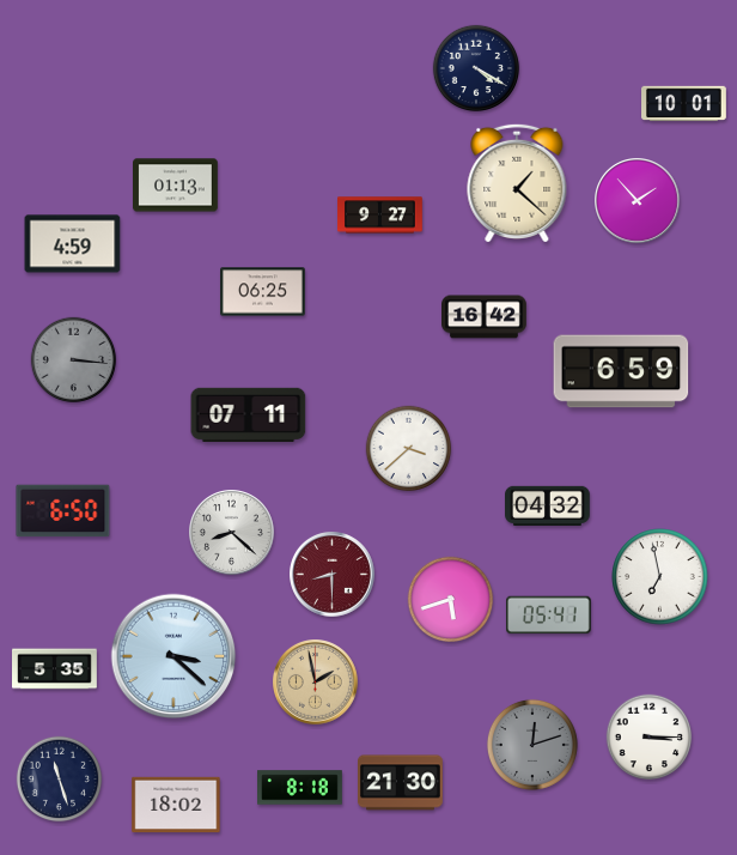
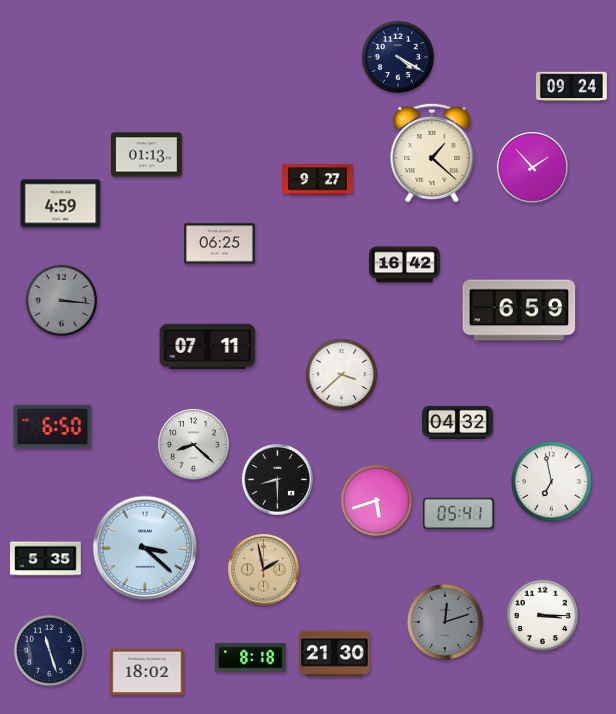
clock at (684, 104): 10:01 -> 09:24
clock at (333, 575) dial: burgundy -> black
